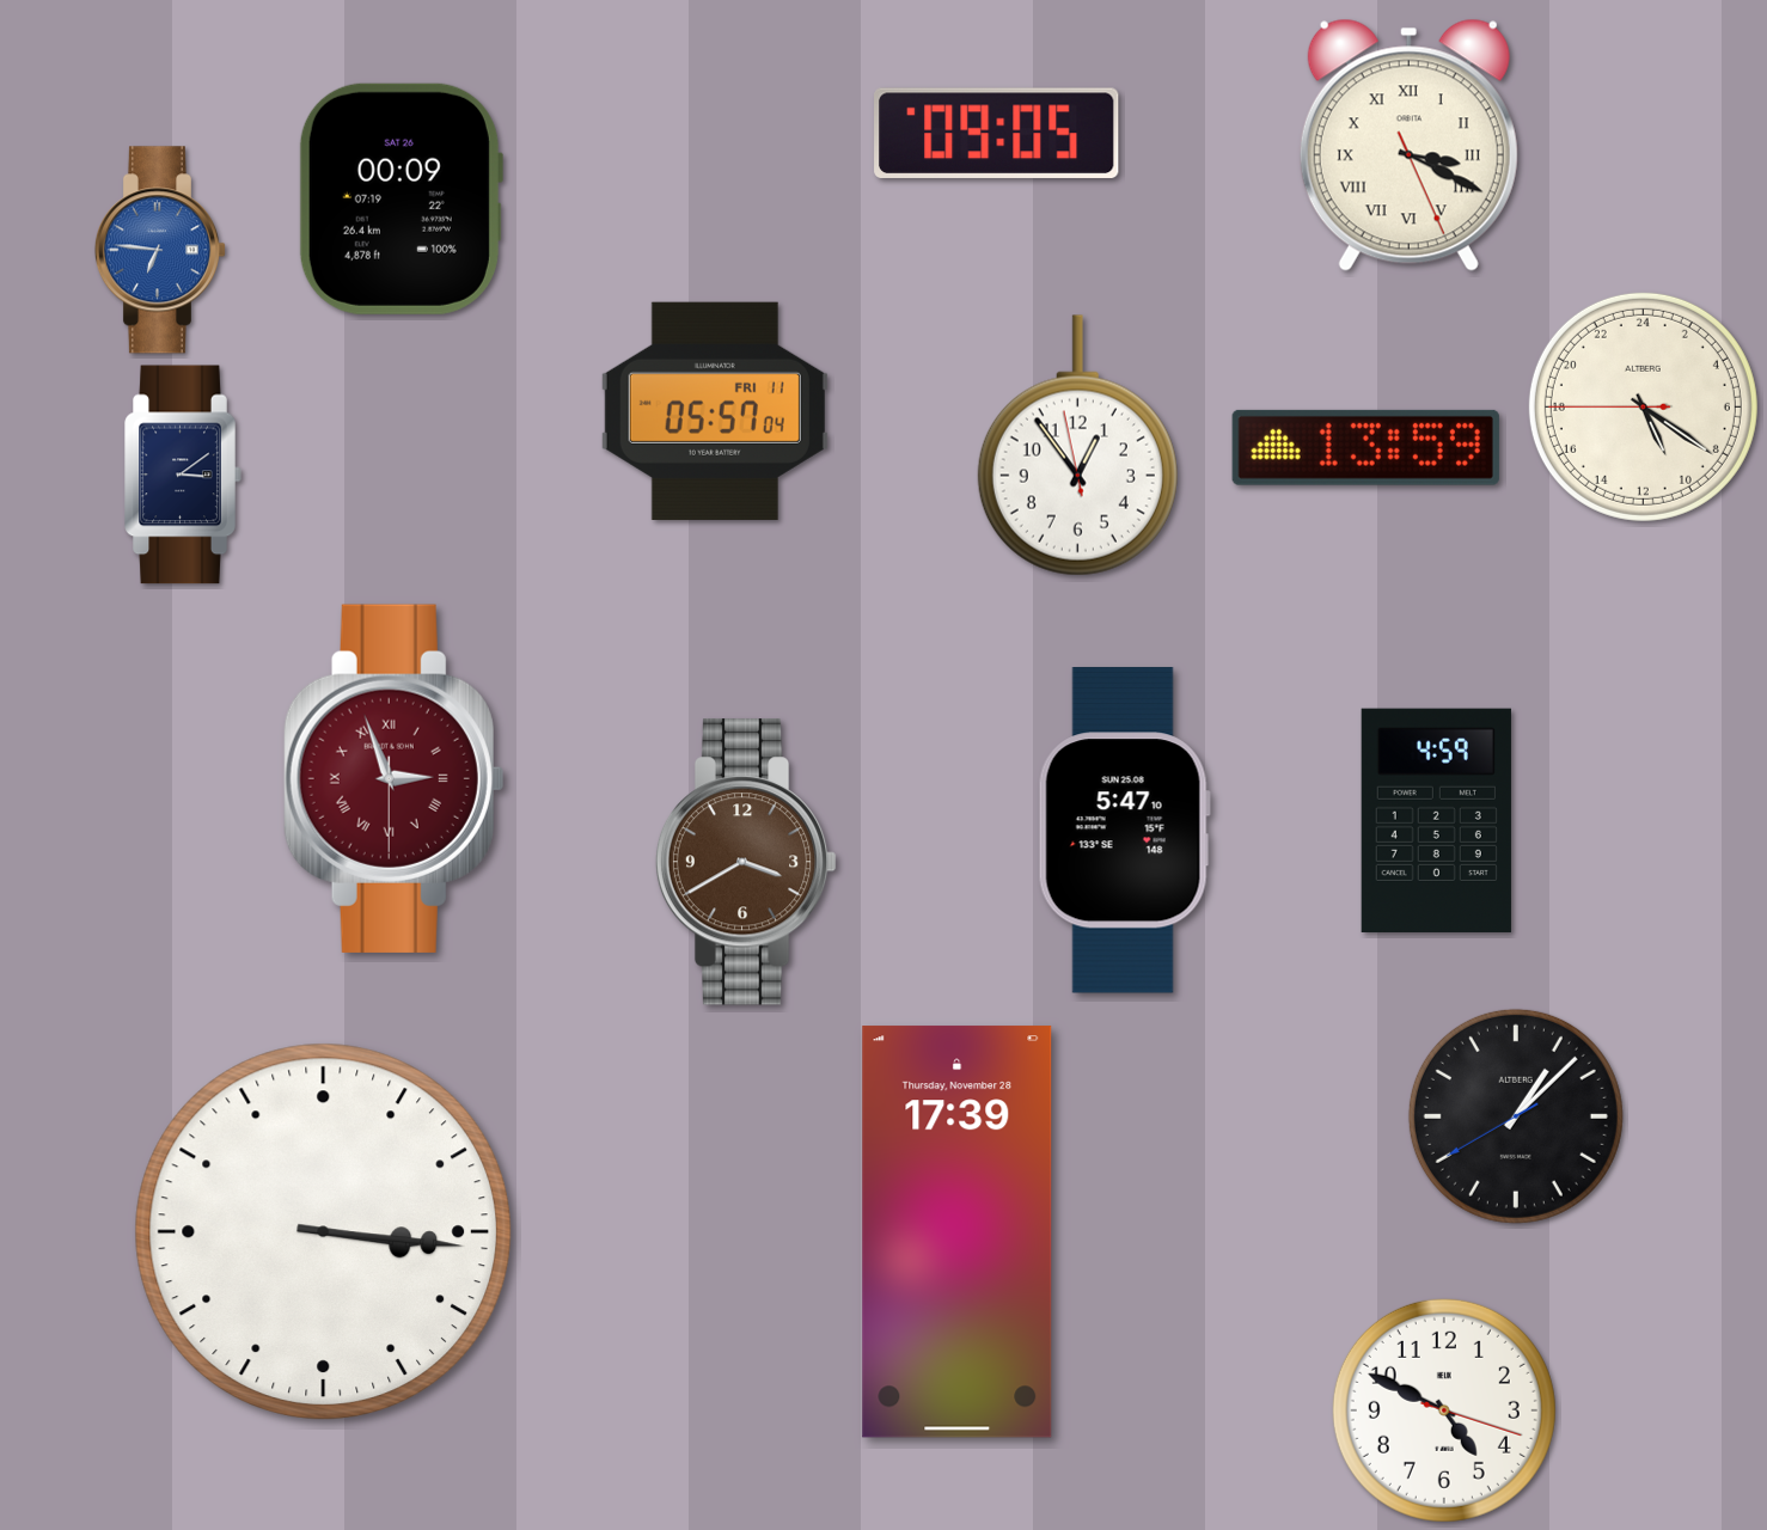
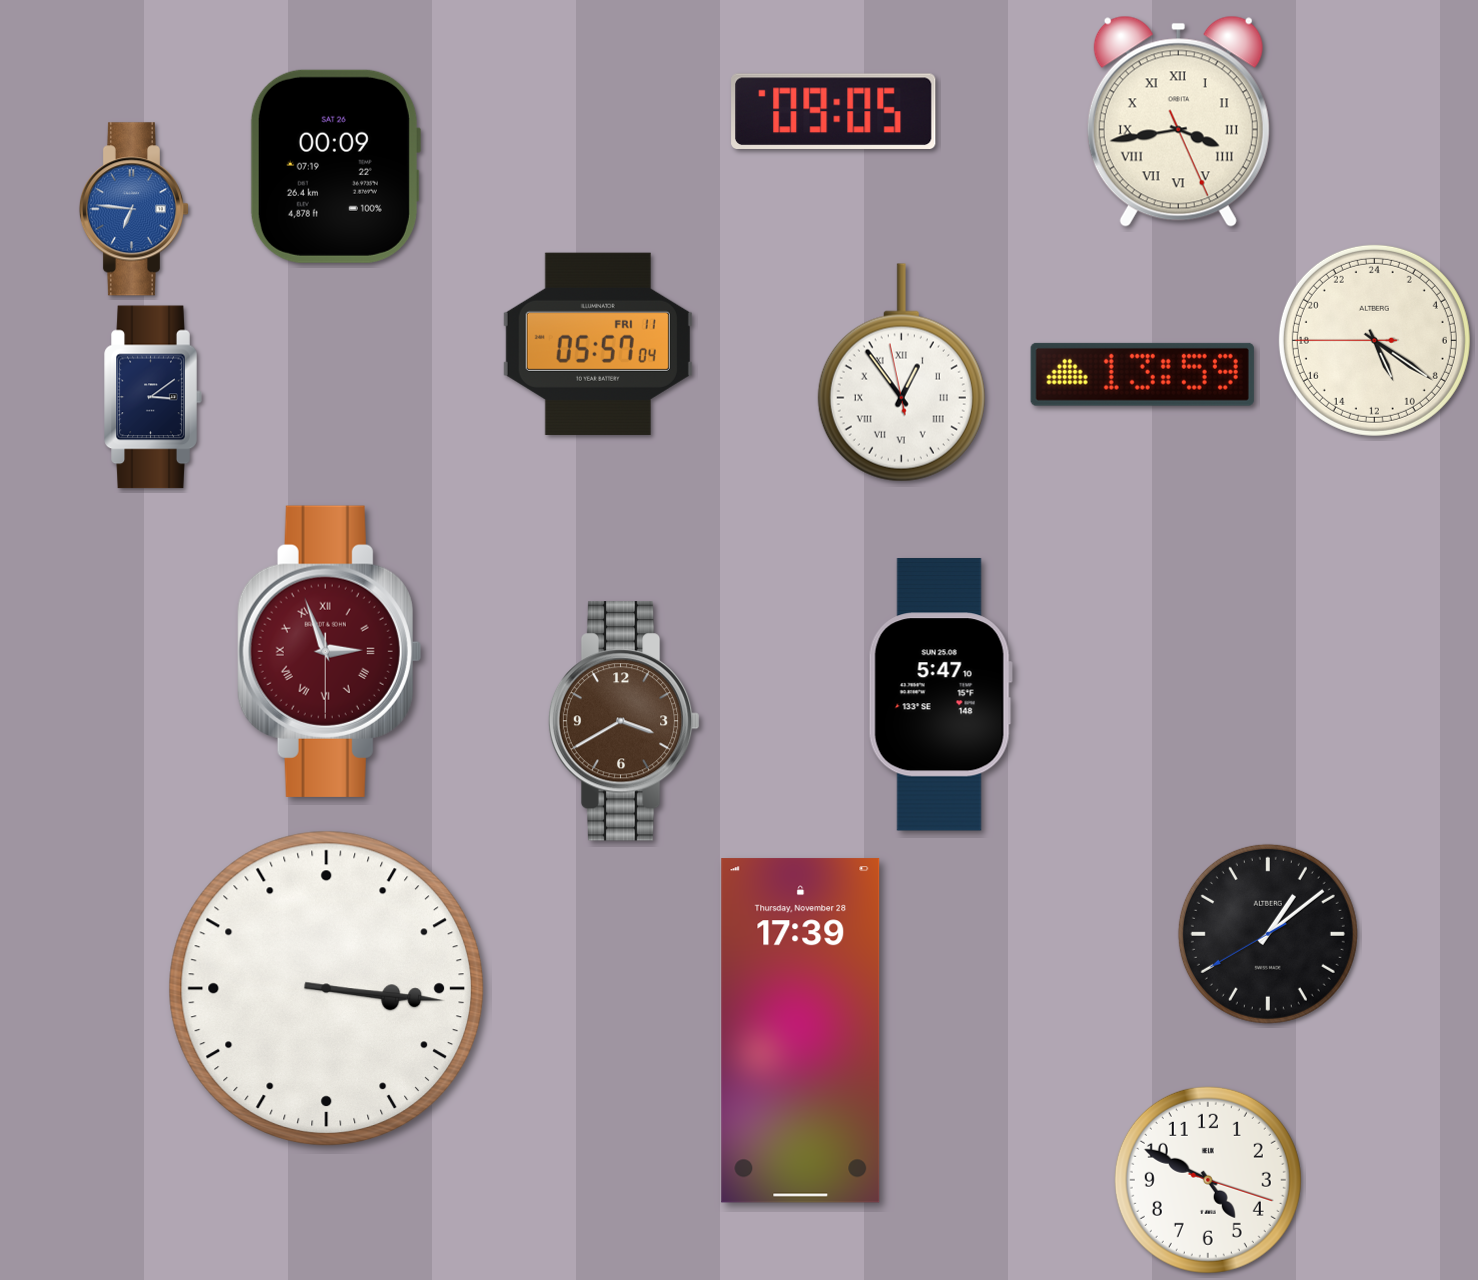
clock at (1408, 145): 3:19 -> 3:43
clock at (1077, 446) numerals: Arabic -> Roman
clock at (1436, 820): 4:59 -> none
clock at (1516, 1116): 1:07 -> 1:08
clock at (323, 1231) position: (323, 1231) -> (326, 988)
